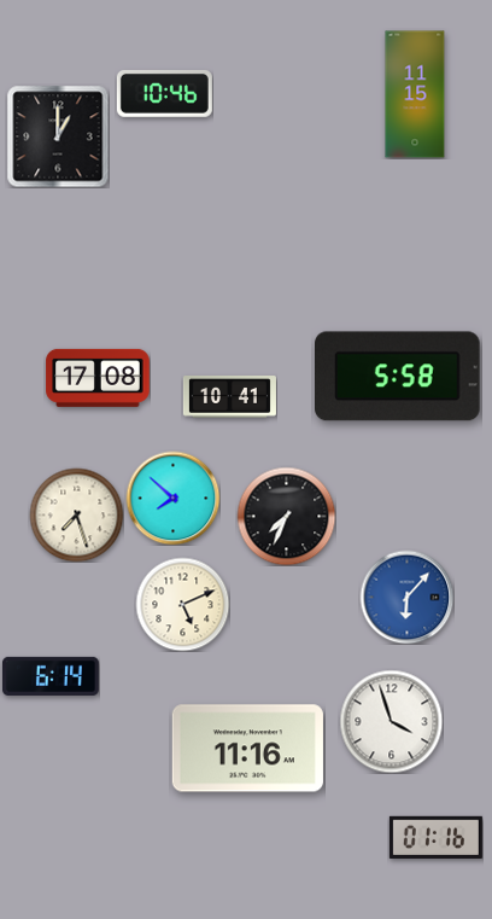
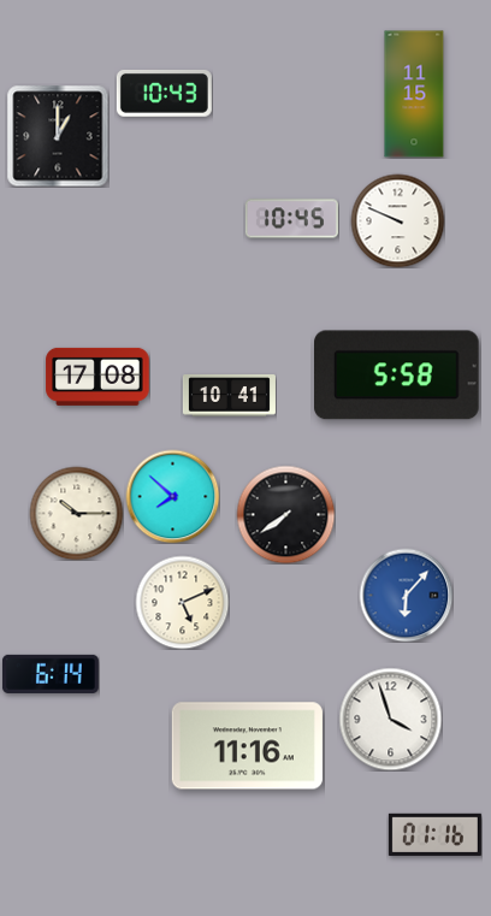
clock at (164, 93): 10:46 -> 10:43
clock at (291, 219): none -> 10:45
clock at (397, 220): none -> 9:49
clock at (76, 514): 7:27 -> 10:15
clock at (286, 516): 7:34 -> 7:39
